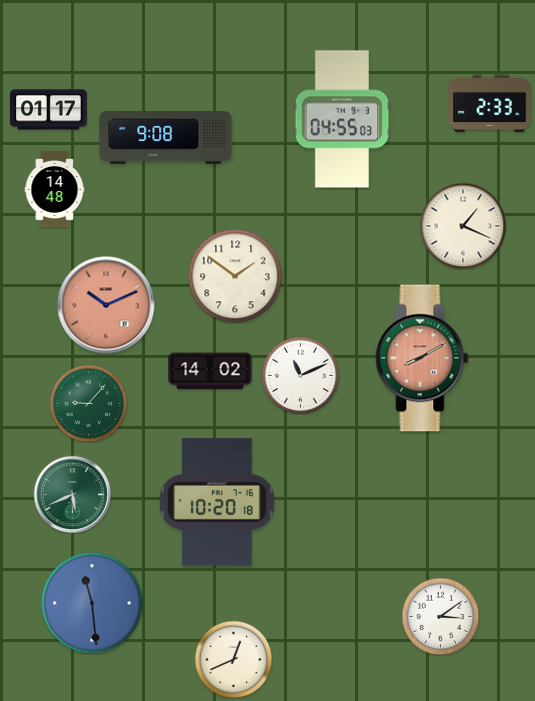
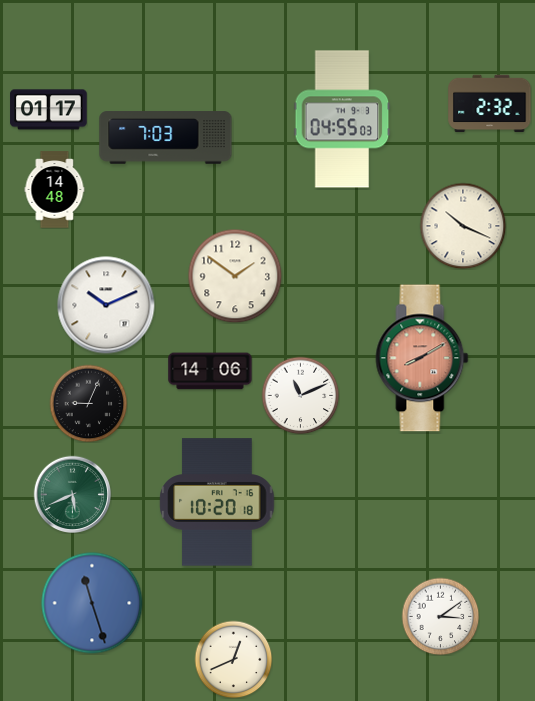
clock at (490, 104): 2:33 -> 2:32
clock at (166, 138): 9:08 -> 7:03
clock at (463, 226): 1:19 -> 10:19
clock at (106, 305) dial: salmon -> white
clock at (210, 371): 14:02 -> 14:06
clock at (300, 375) position: (300, 375) -> (300, 395)
clock at (88, 403): 9:07 -> 9:04
clock at (88, 403) dial: green -> black
clock at (92, 603): 11:29 -> 11:27
